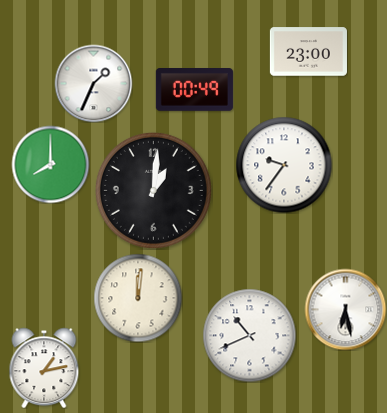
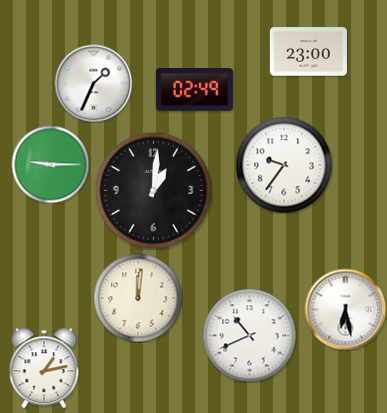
clock at (194, 90): 00:49 -> 02:49
clock at (50, 164): 8:00 -> 9:15
